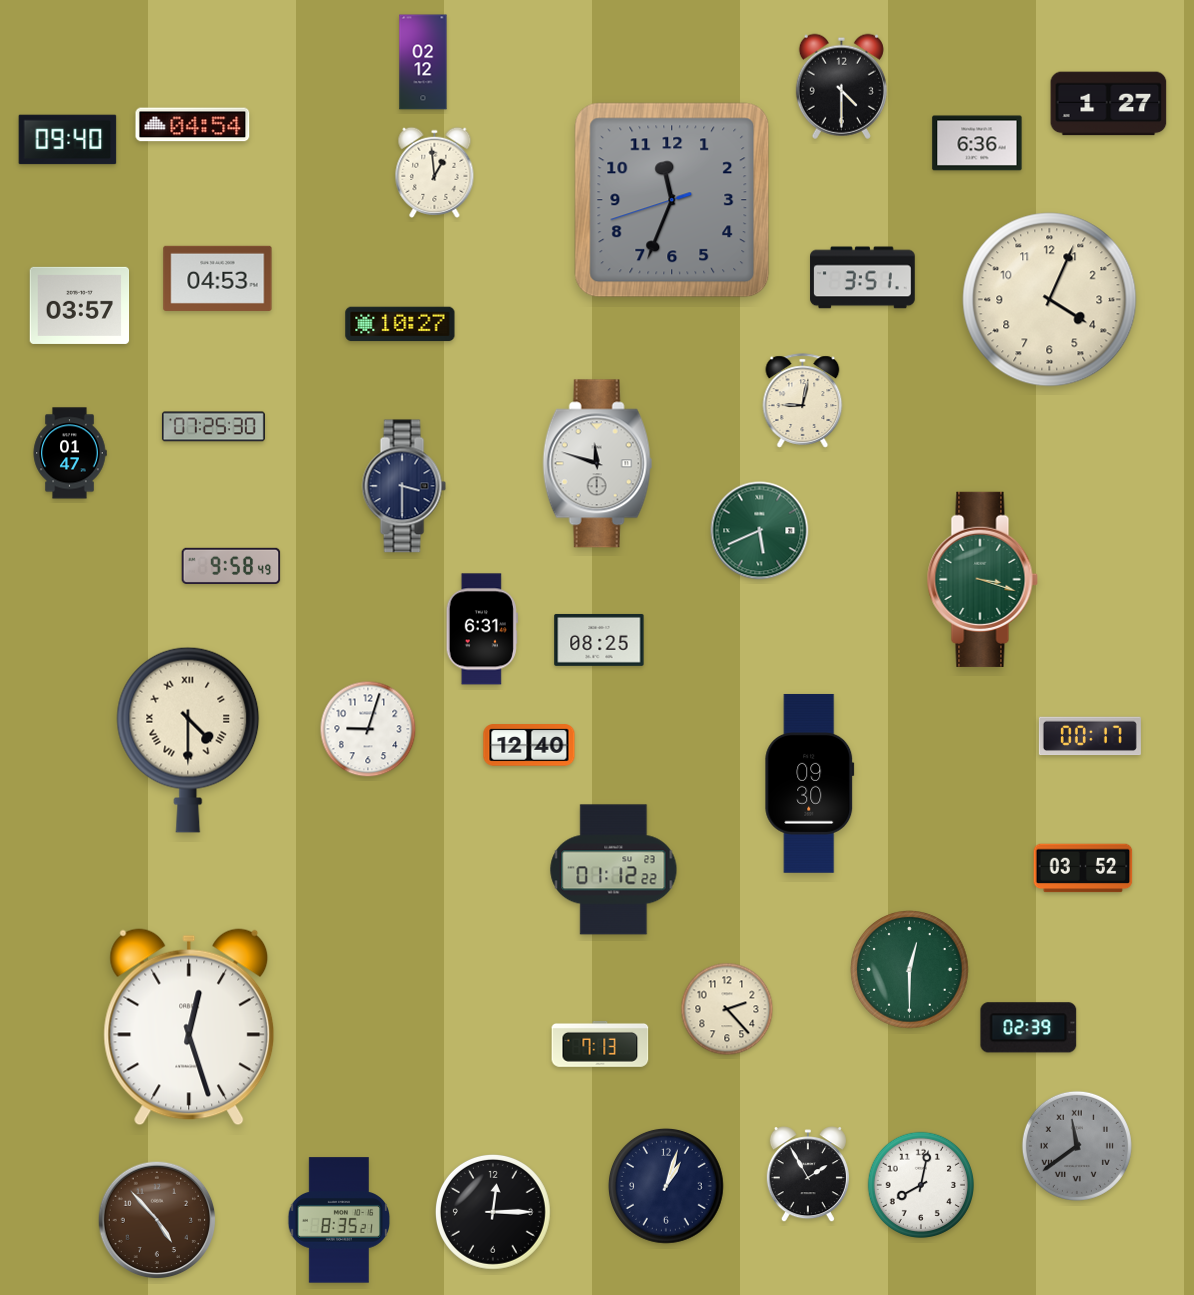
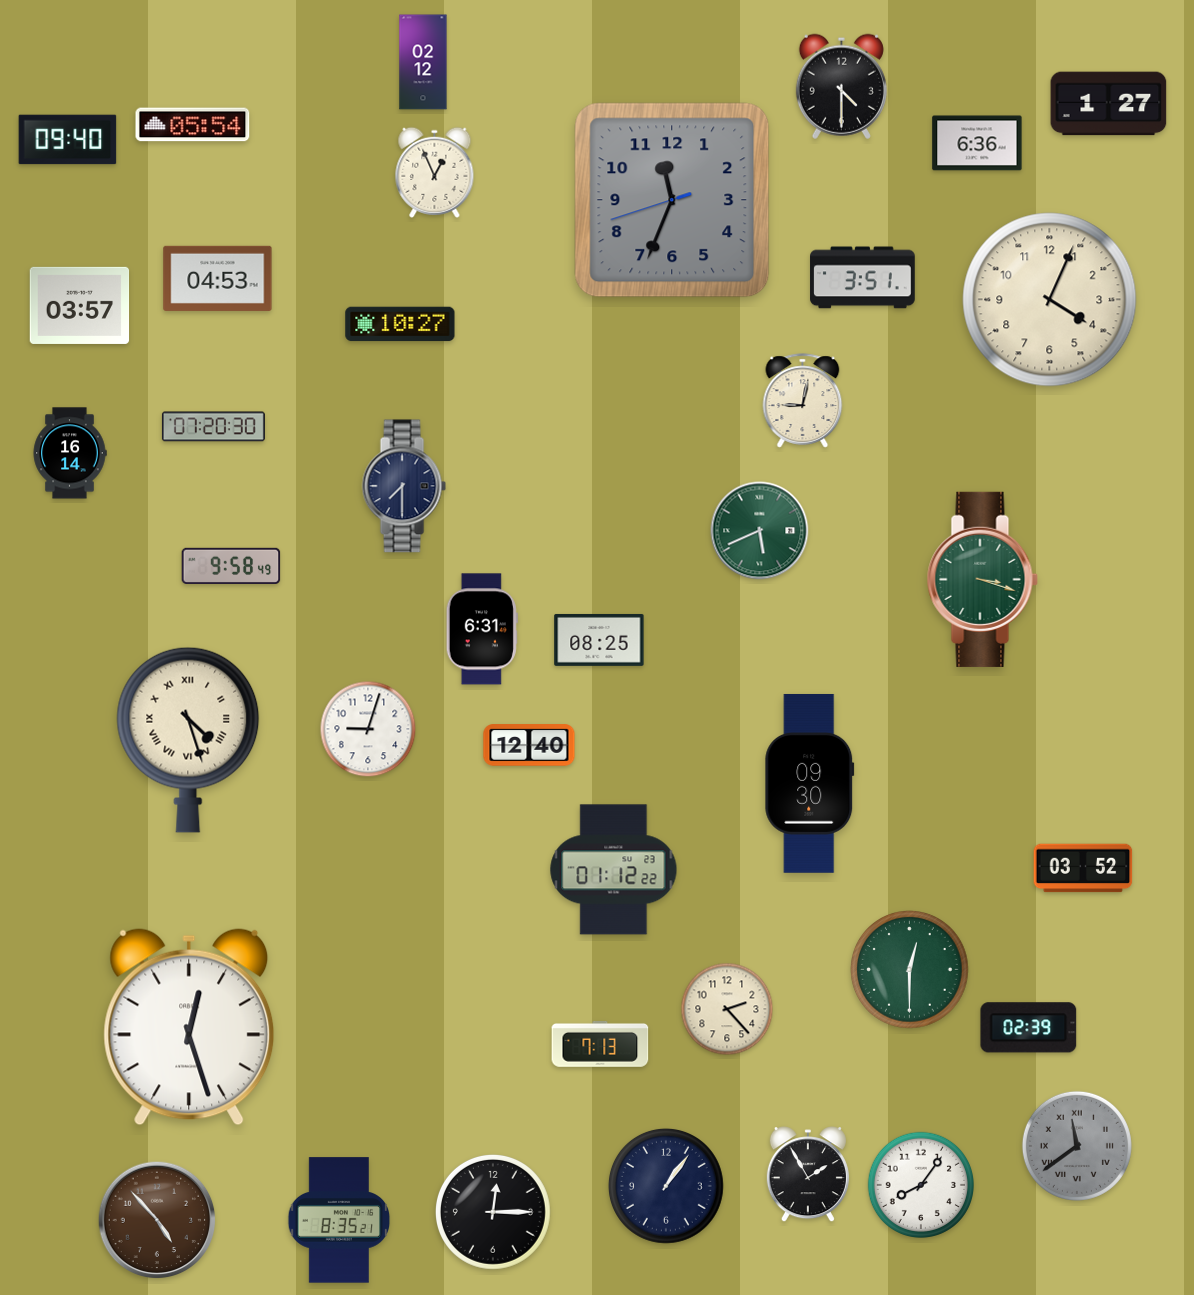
clock at (193, 125): 04:54 -> 05:54
clock at (435, 172): 12:59 -> 12:56
clock at (213, 427): 07:25 -> 07:20
clock at (70, 453): 01:47 -> 16:14
clock at (598, 464): 11:48 -> none
clock at (404, 486): 3:30 -> 7:30
clock at (1090, 736): 00:17 -> none
clock at (188, 740): 4:30 -> 4:27
clock at (920, 1184): 8:02 -> 8:06
clock at (666, 1186): 1:03 -> 1:06
